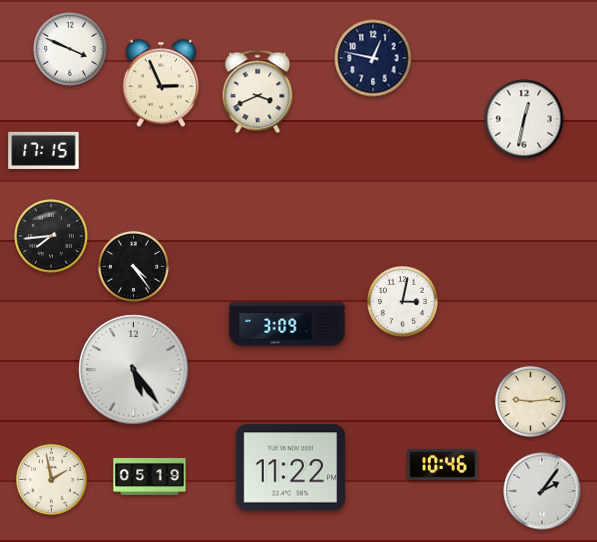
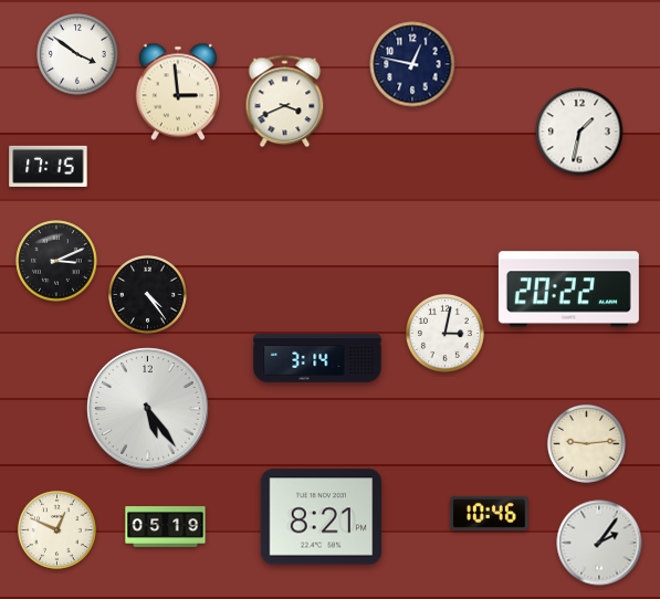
clock at (70, 49): 3:49 -> 3:51
clock at (161, 83): 2:56 -> 2:59
clock at (524, 119): 12:32 -> 1:32
clock at (51, 236): 7:44 -> 3:11
clock at (568, 290): none -> 20:22
clock at (287, 324): 3:09 -> 3:14
clock at (291, 468): 11:22 -> 8:21
clock at (51, 479): 1:58 -> 12:49
